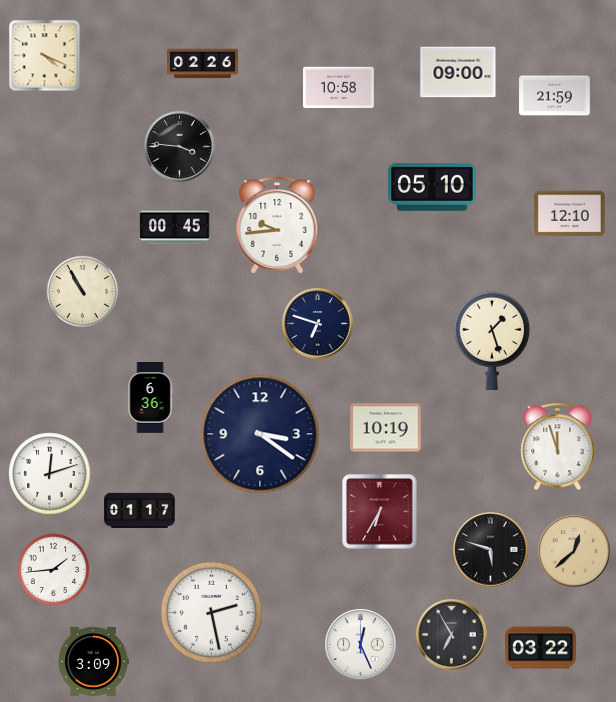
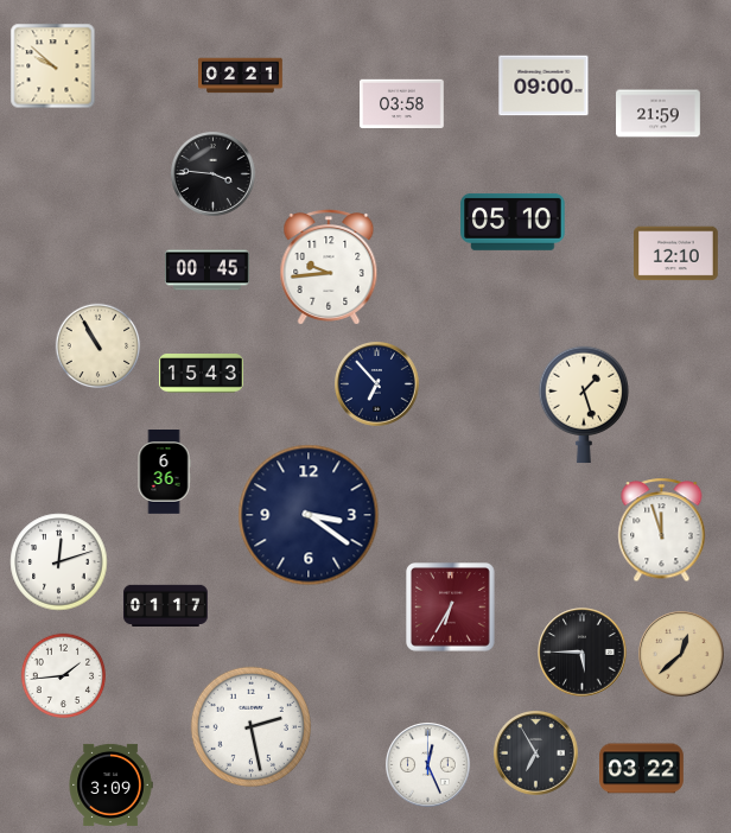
clock at (45, 56): 4:19 -> 9:52
clock at (203, 64): 02:26 -> 02:21
clock at (339, 87): 10:58 -> 03:58
clock at (202, 374): none -> 15:43
clock at (318, 324): 6:48 -> 6:53
clock at (150, 398) position: (150, 398) -> (164, 472)
clock at (386, 428): 10:19 -> none
clock at (491, 550): 5:48 -> 5:45
